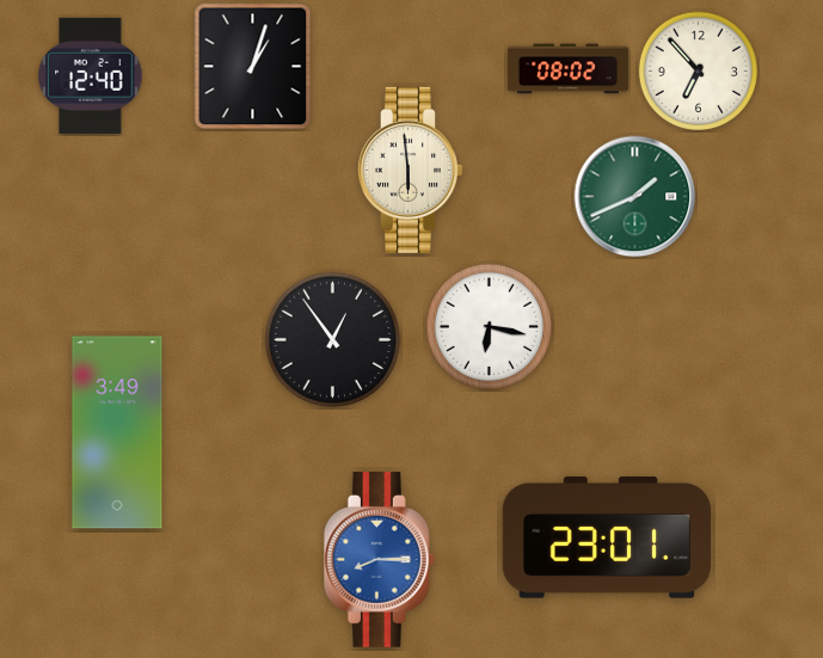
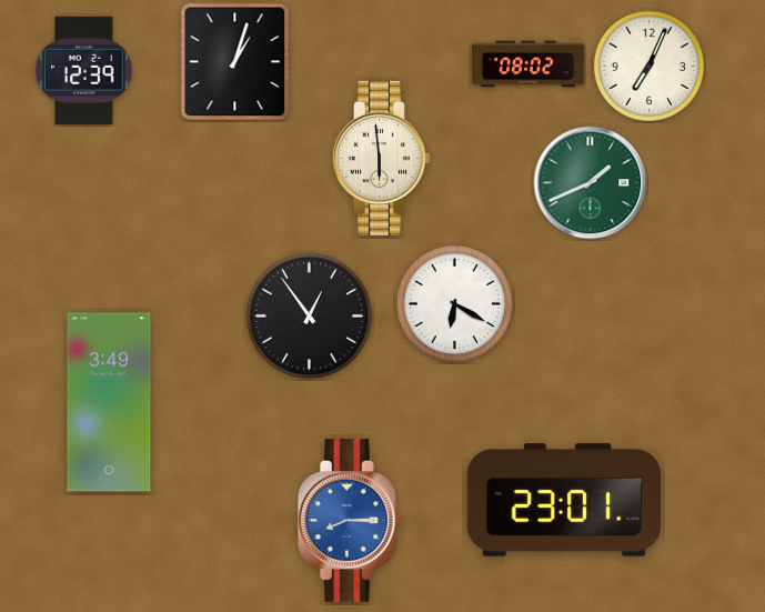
clock at (698, 70): 6:53 -> 7:04
clock at (91, 75): 12:40 -> 12:39
clock at (490, 327): 6:17 -> 6:20
clock at (379, 560) position: (379, 560) -> (349, 521)
